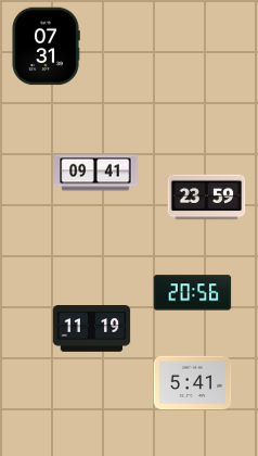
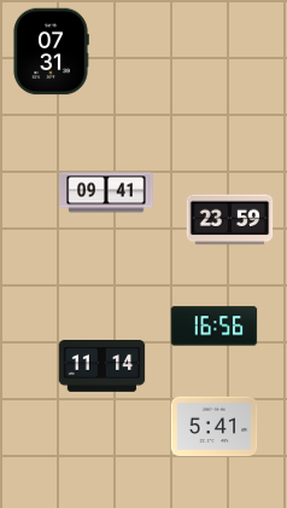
clock at (193, 293): 20:56 -> 16:56
clock at (92, 329): 11:19 -> 11:14
